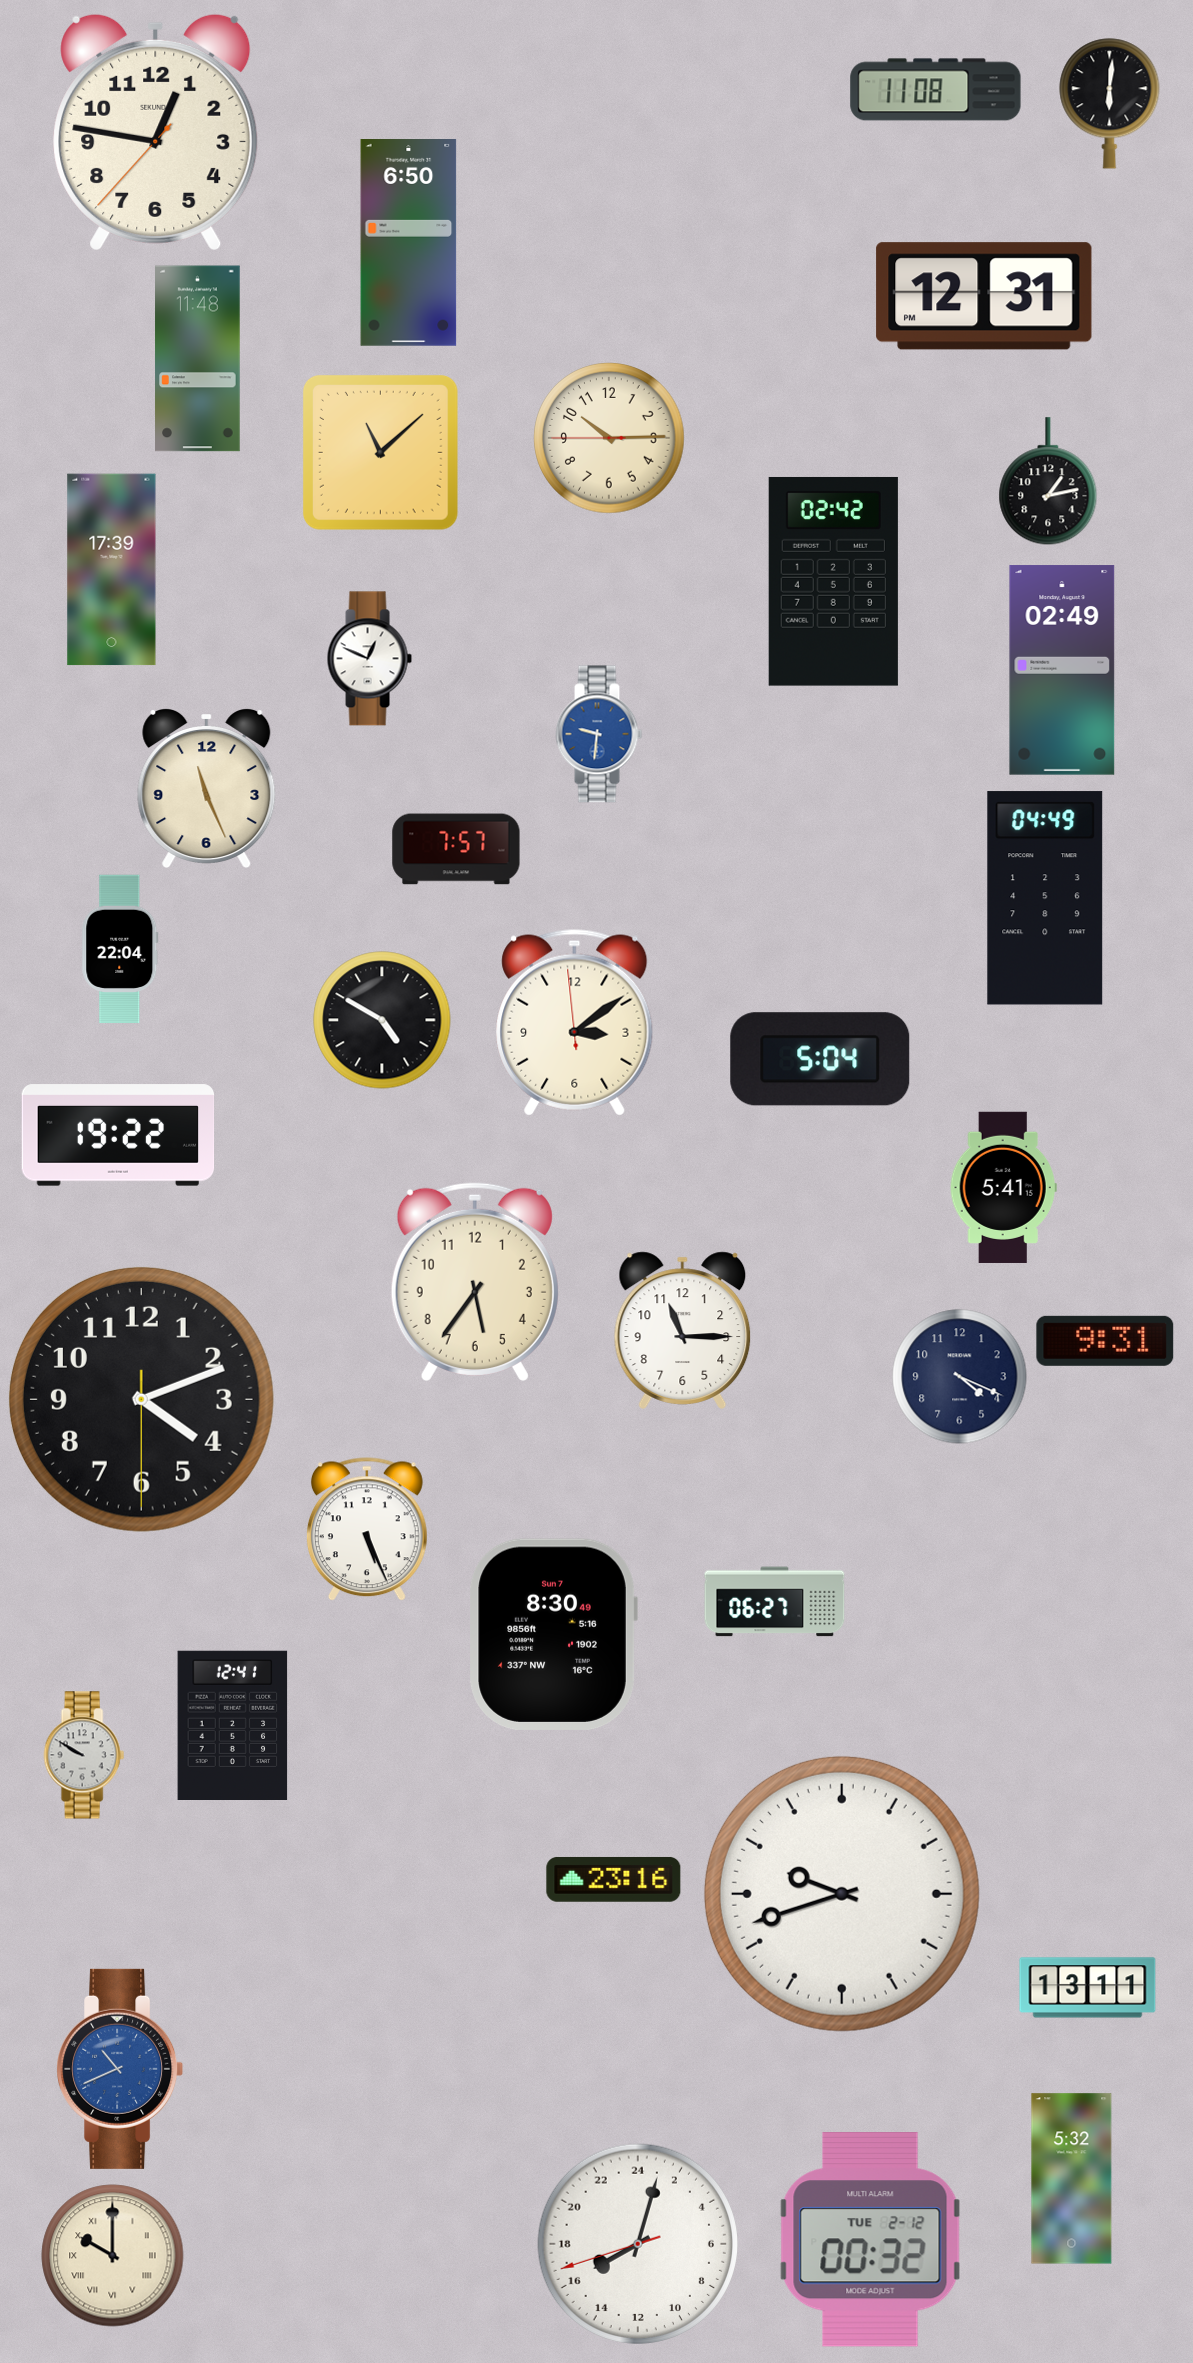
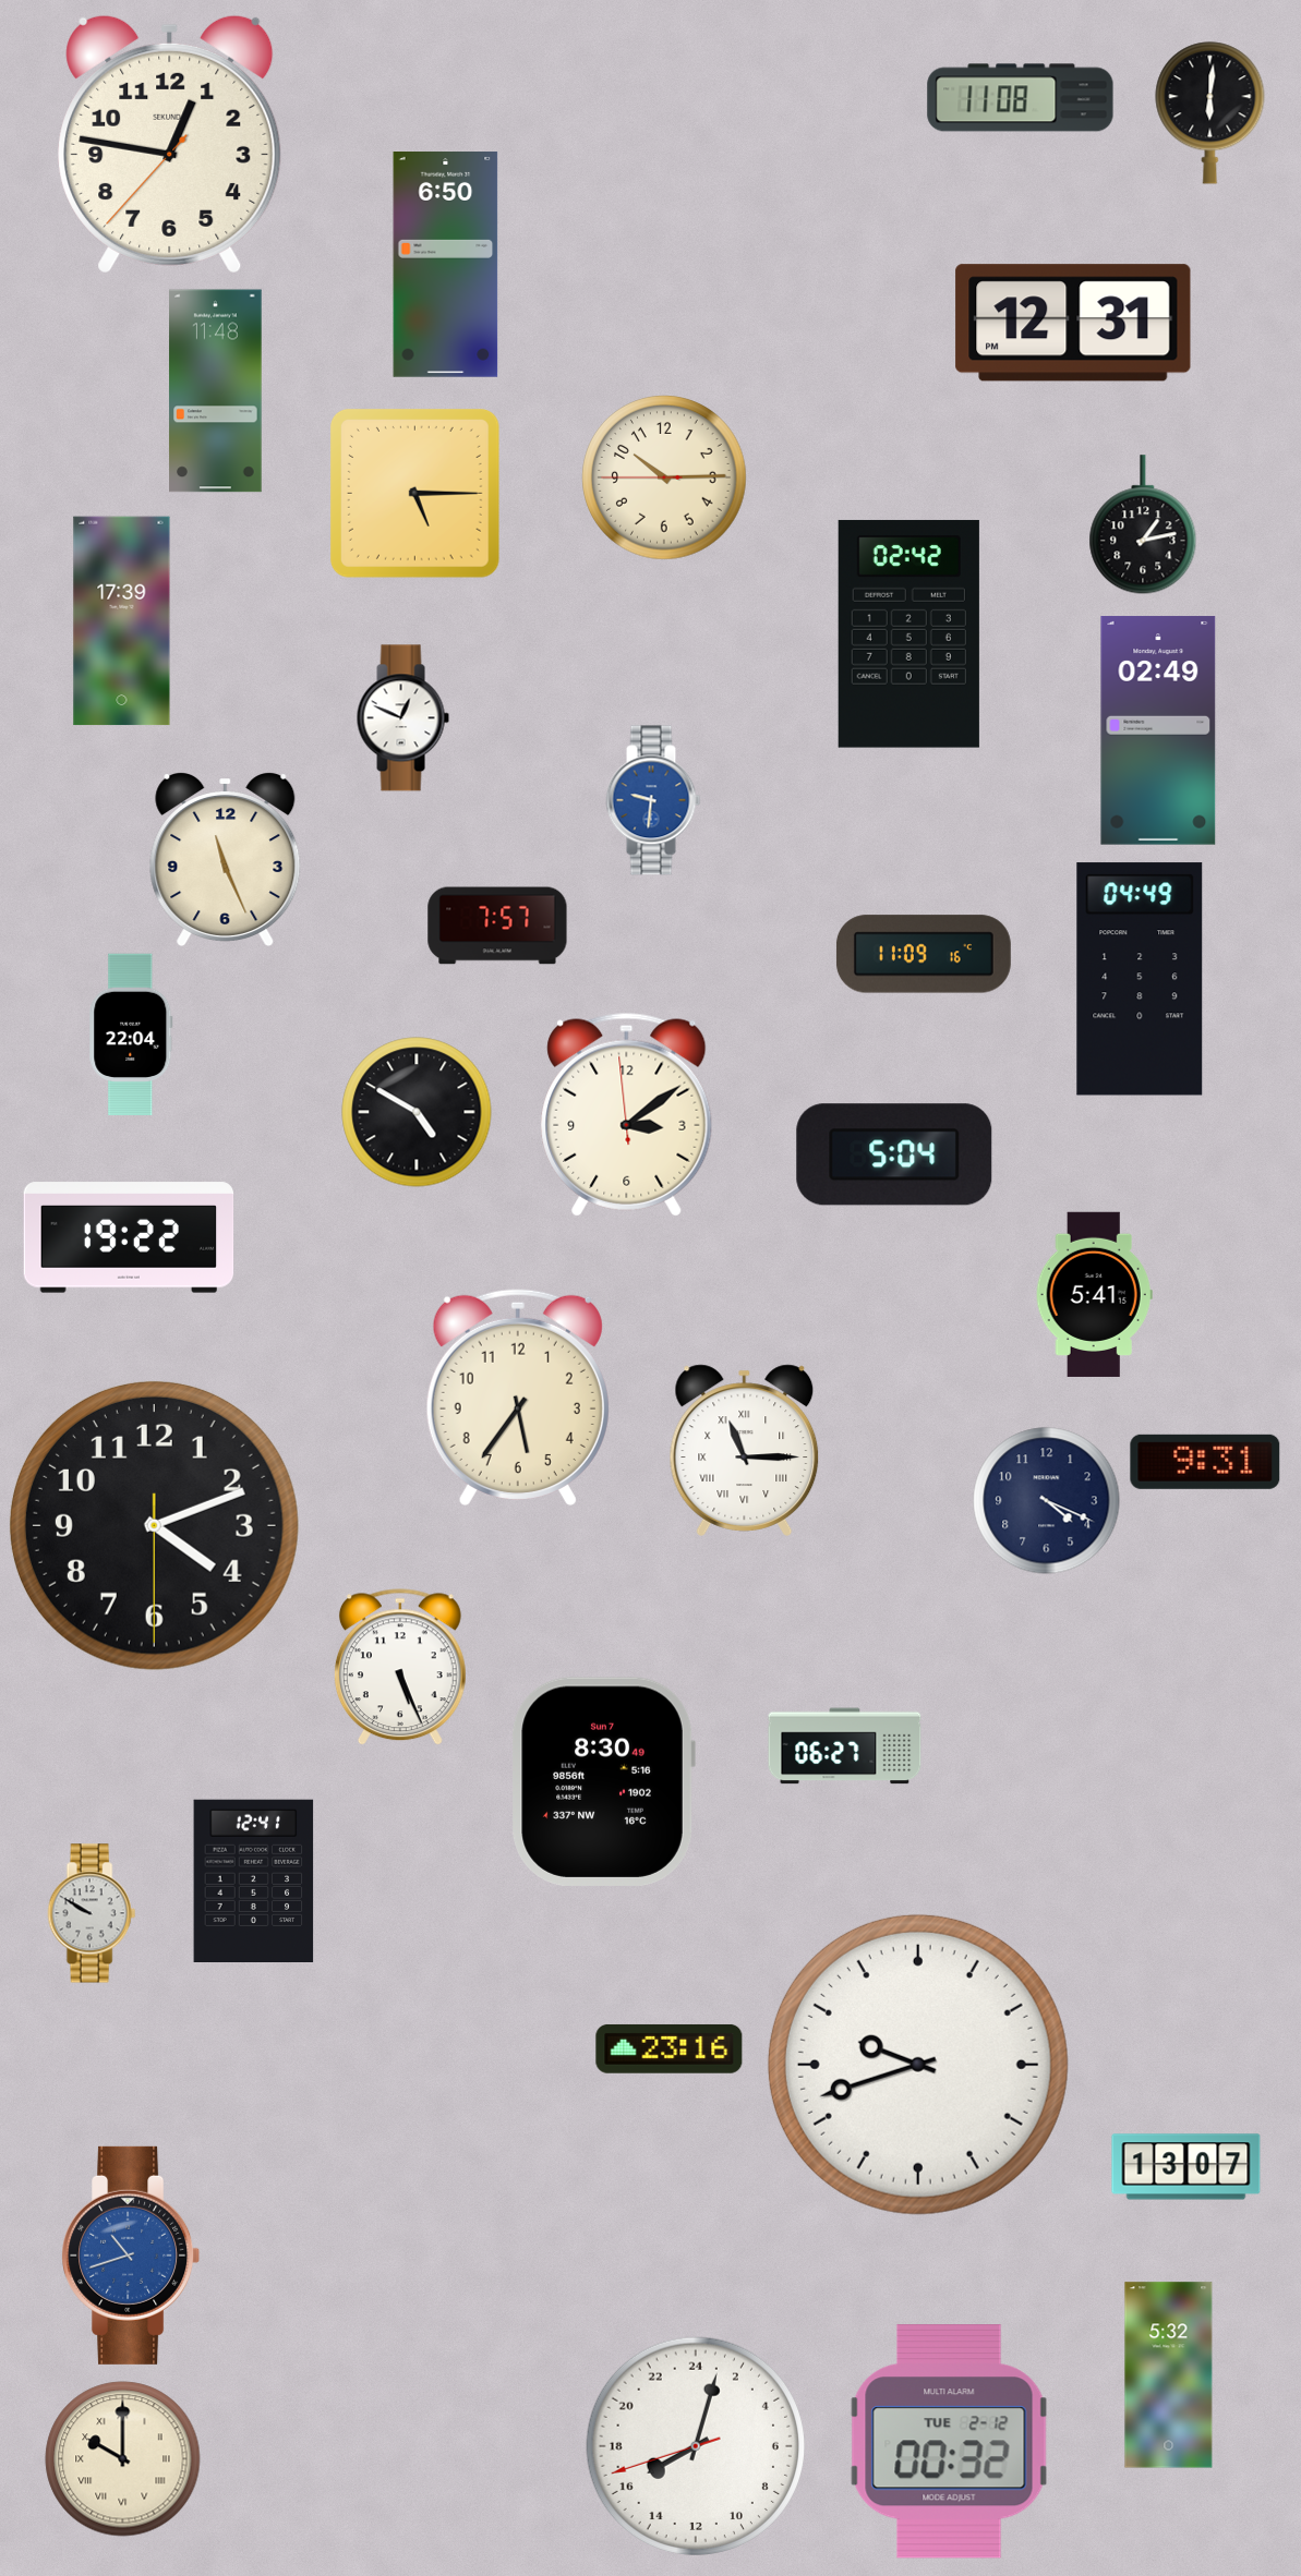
clock at (380, 452): 11:08 -> 5:15
clock at (924, 954): none -> 11:09
clock at (683, 1330) numerals: Arabic -> Roman
clock at (1088, 1988): 13:11 -> 13:07
clock at (120, 2069): 10:41 -> 10:42
